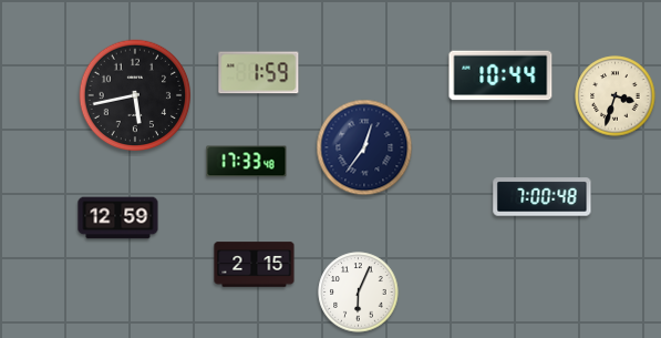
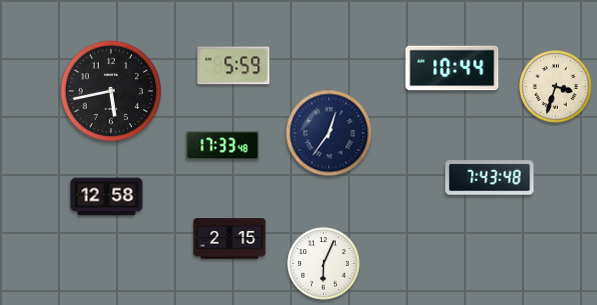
clock at (259, 73): 1:59 -> 5:59
clock at (135, 95) position: (135, 95) -> (111, 91)
clock at (543, 197): 7:00 -> 7:43
clock at (118, 218): 12:59 -> 12:58
